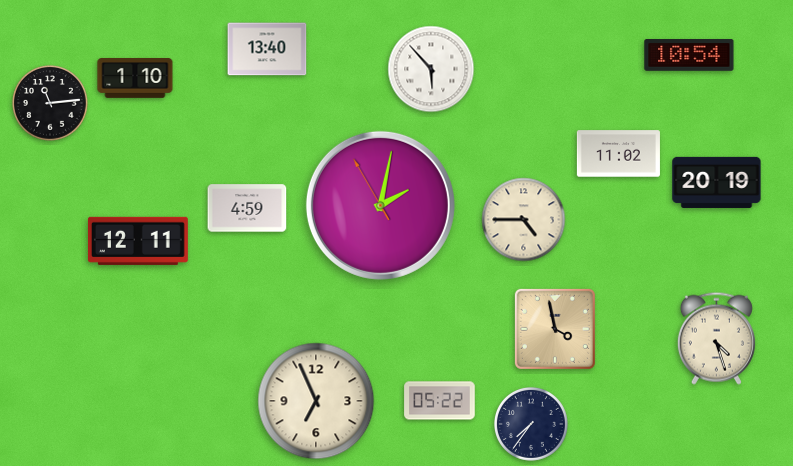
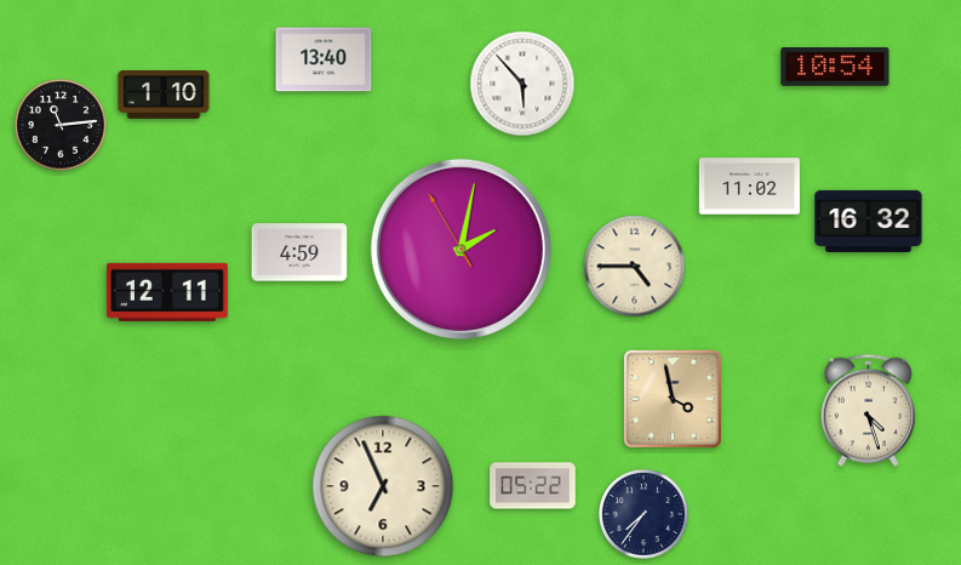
clock at (717, 182): 20:19 -> 16:32
